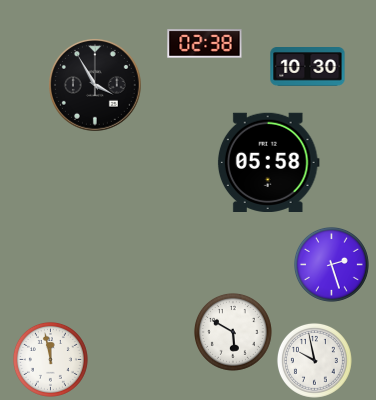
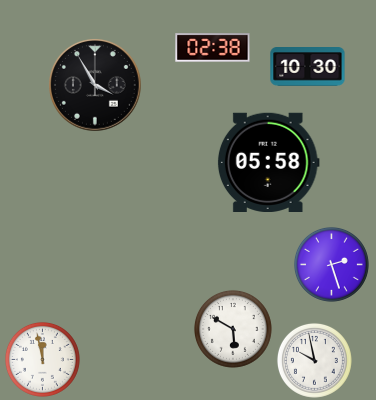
clock at (205, 44) position: (205, 44) -> (213, 48)
clock at (233, 332) position: (233, 332) -> (233, 329)
clock at (50, 359) position: (50, 359) -> (42, 359)
